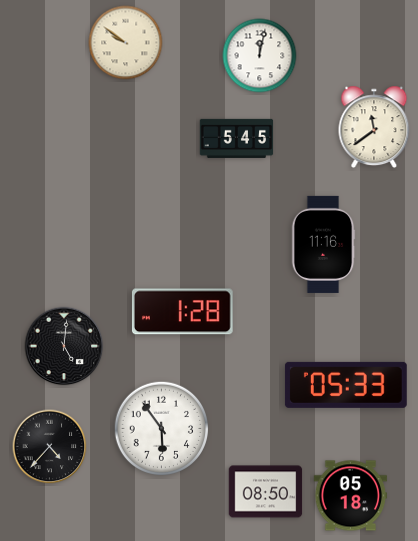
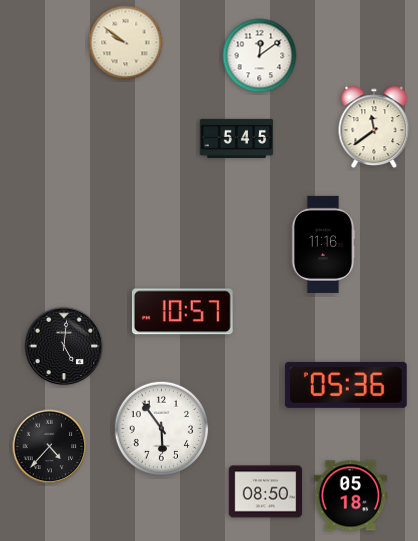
clock at (260, 56): 12:02 -> 12:09
clock at (182, 312): 1:28 -> 10:57
clock at (346, 385): 05:33 -> 05:36
